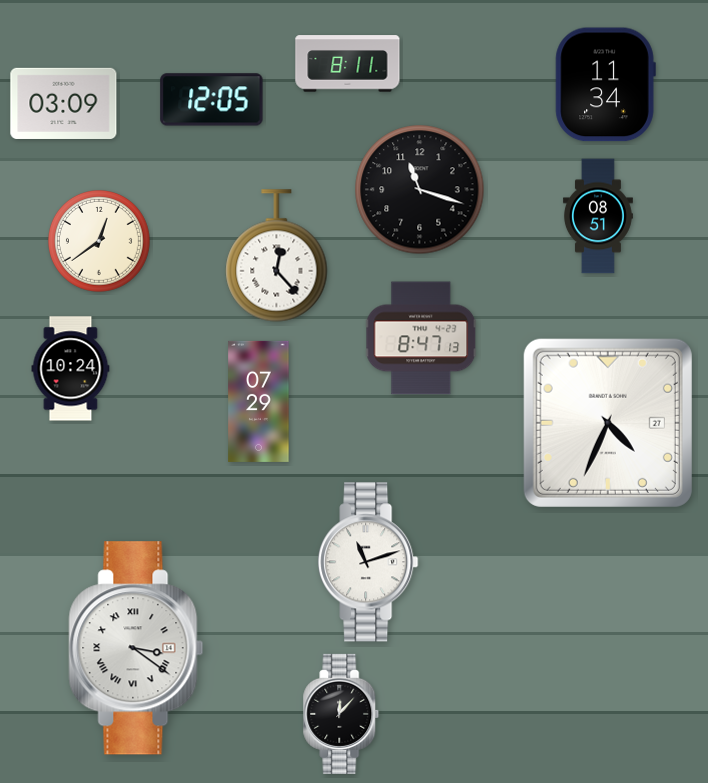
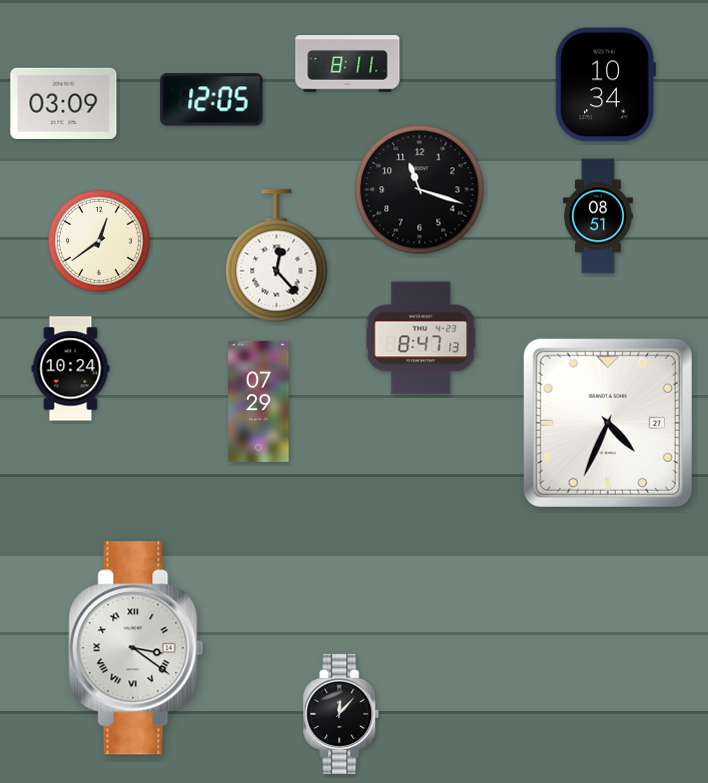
clock at (605, 85): 11:34 -> 10:34
clock at (368, 562): 11:12 -> none
